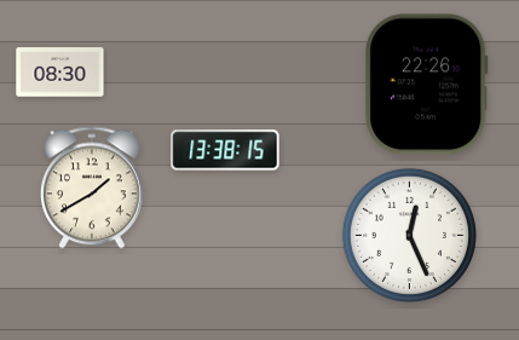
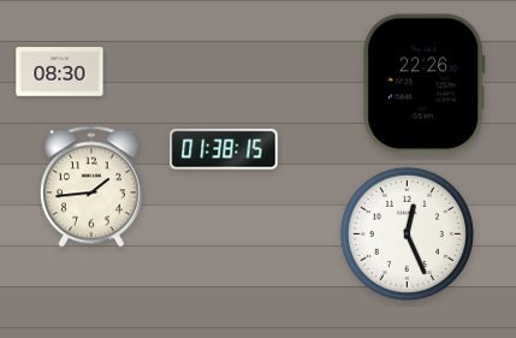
clock at (225, 150): 13:38 -> 01:38
clock at (92, 188): 1:40 -> 1:44
